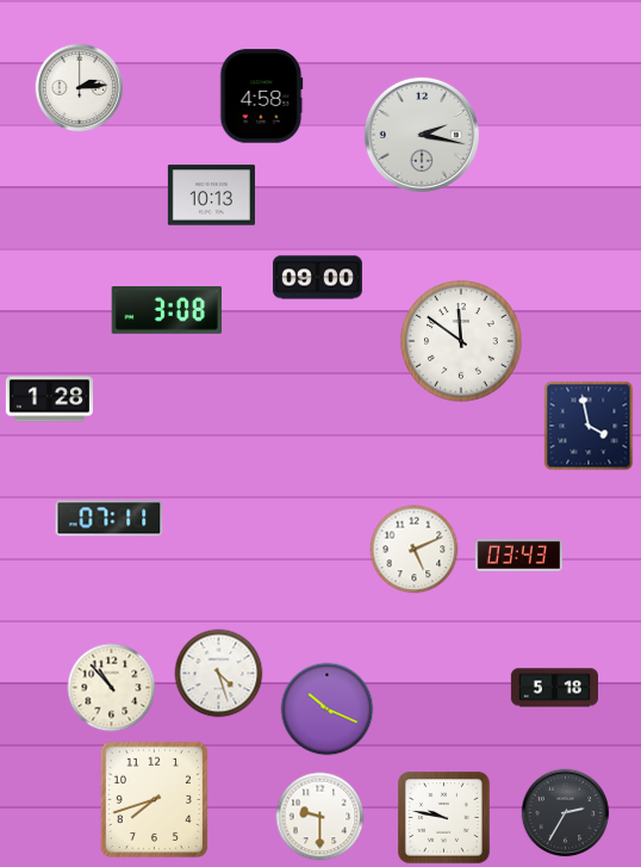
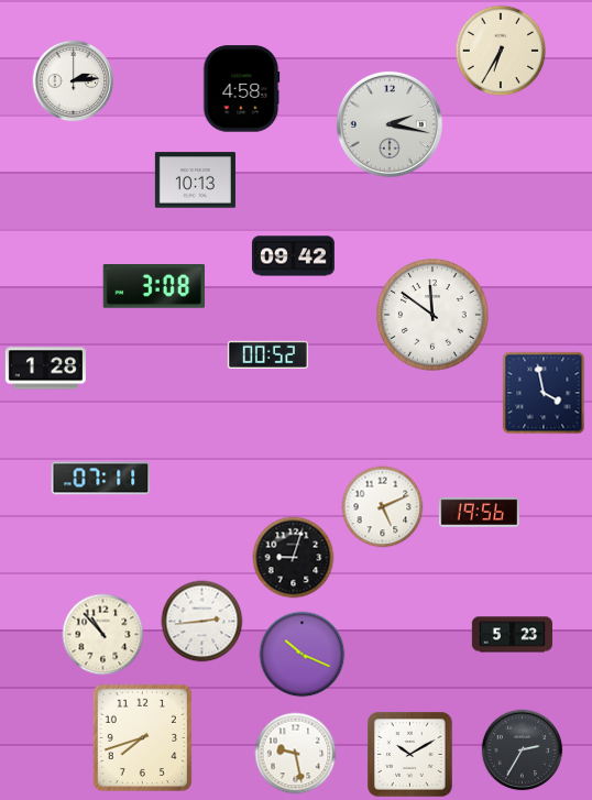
clock at (501, 51): none -> 6:35
clock at (317, 278): 09:00 -> 09:42
clock at (461, 341) position: (461, 341) -> (432, 315)
clock at (267, 354): none -> 00:52
clock at (518, 555): 03:43 -> 19:56
clock at (294, 558): none -> 9:03
clock at (219, 674): 4:27 -> 2:44
clock at (554, 688): 5:18 -> 5:23
clock at (320, 817): 9:30 -> 9:28
clock at (444, 818): 9:47 -> 10:10
